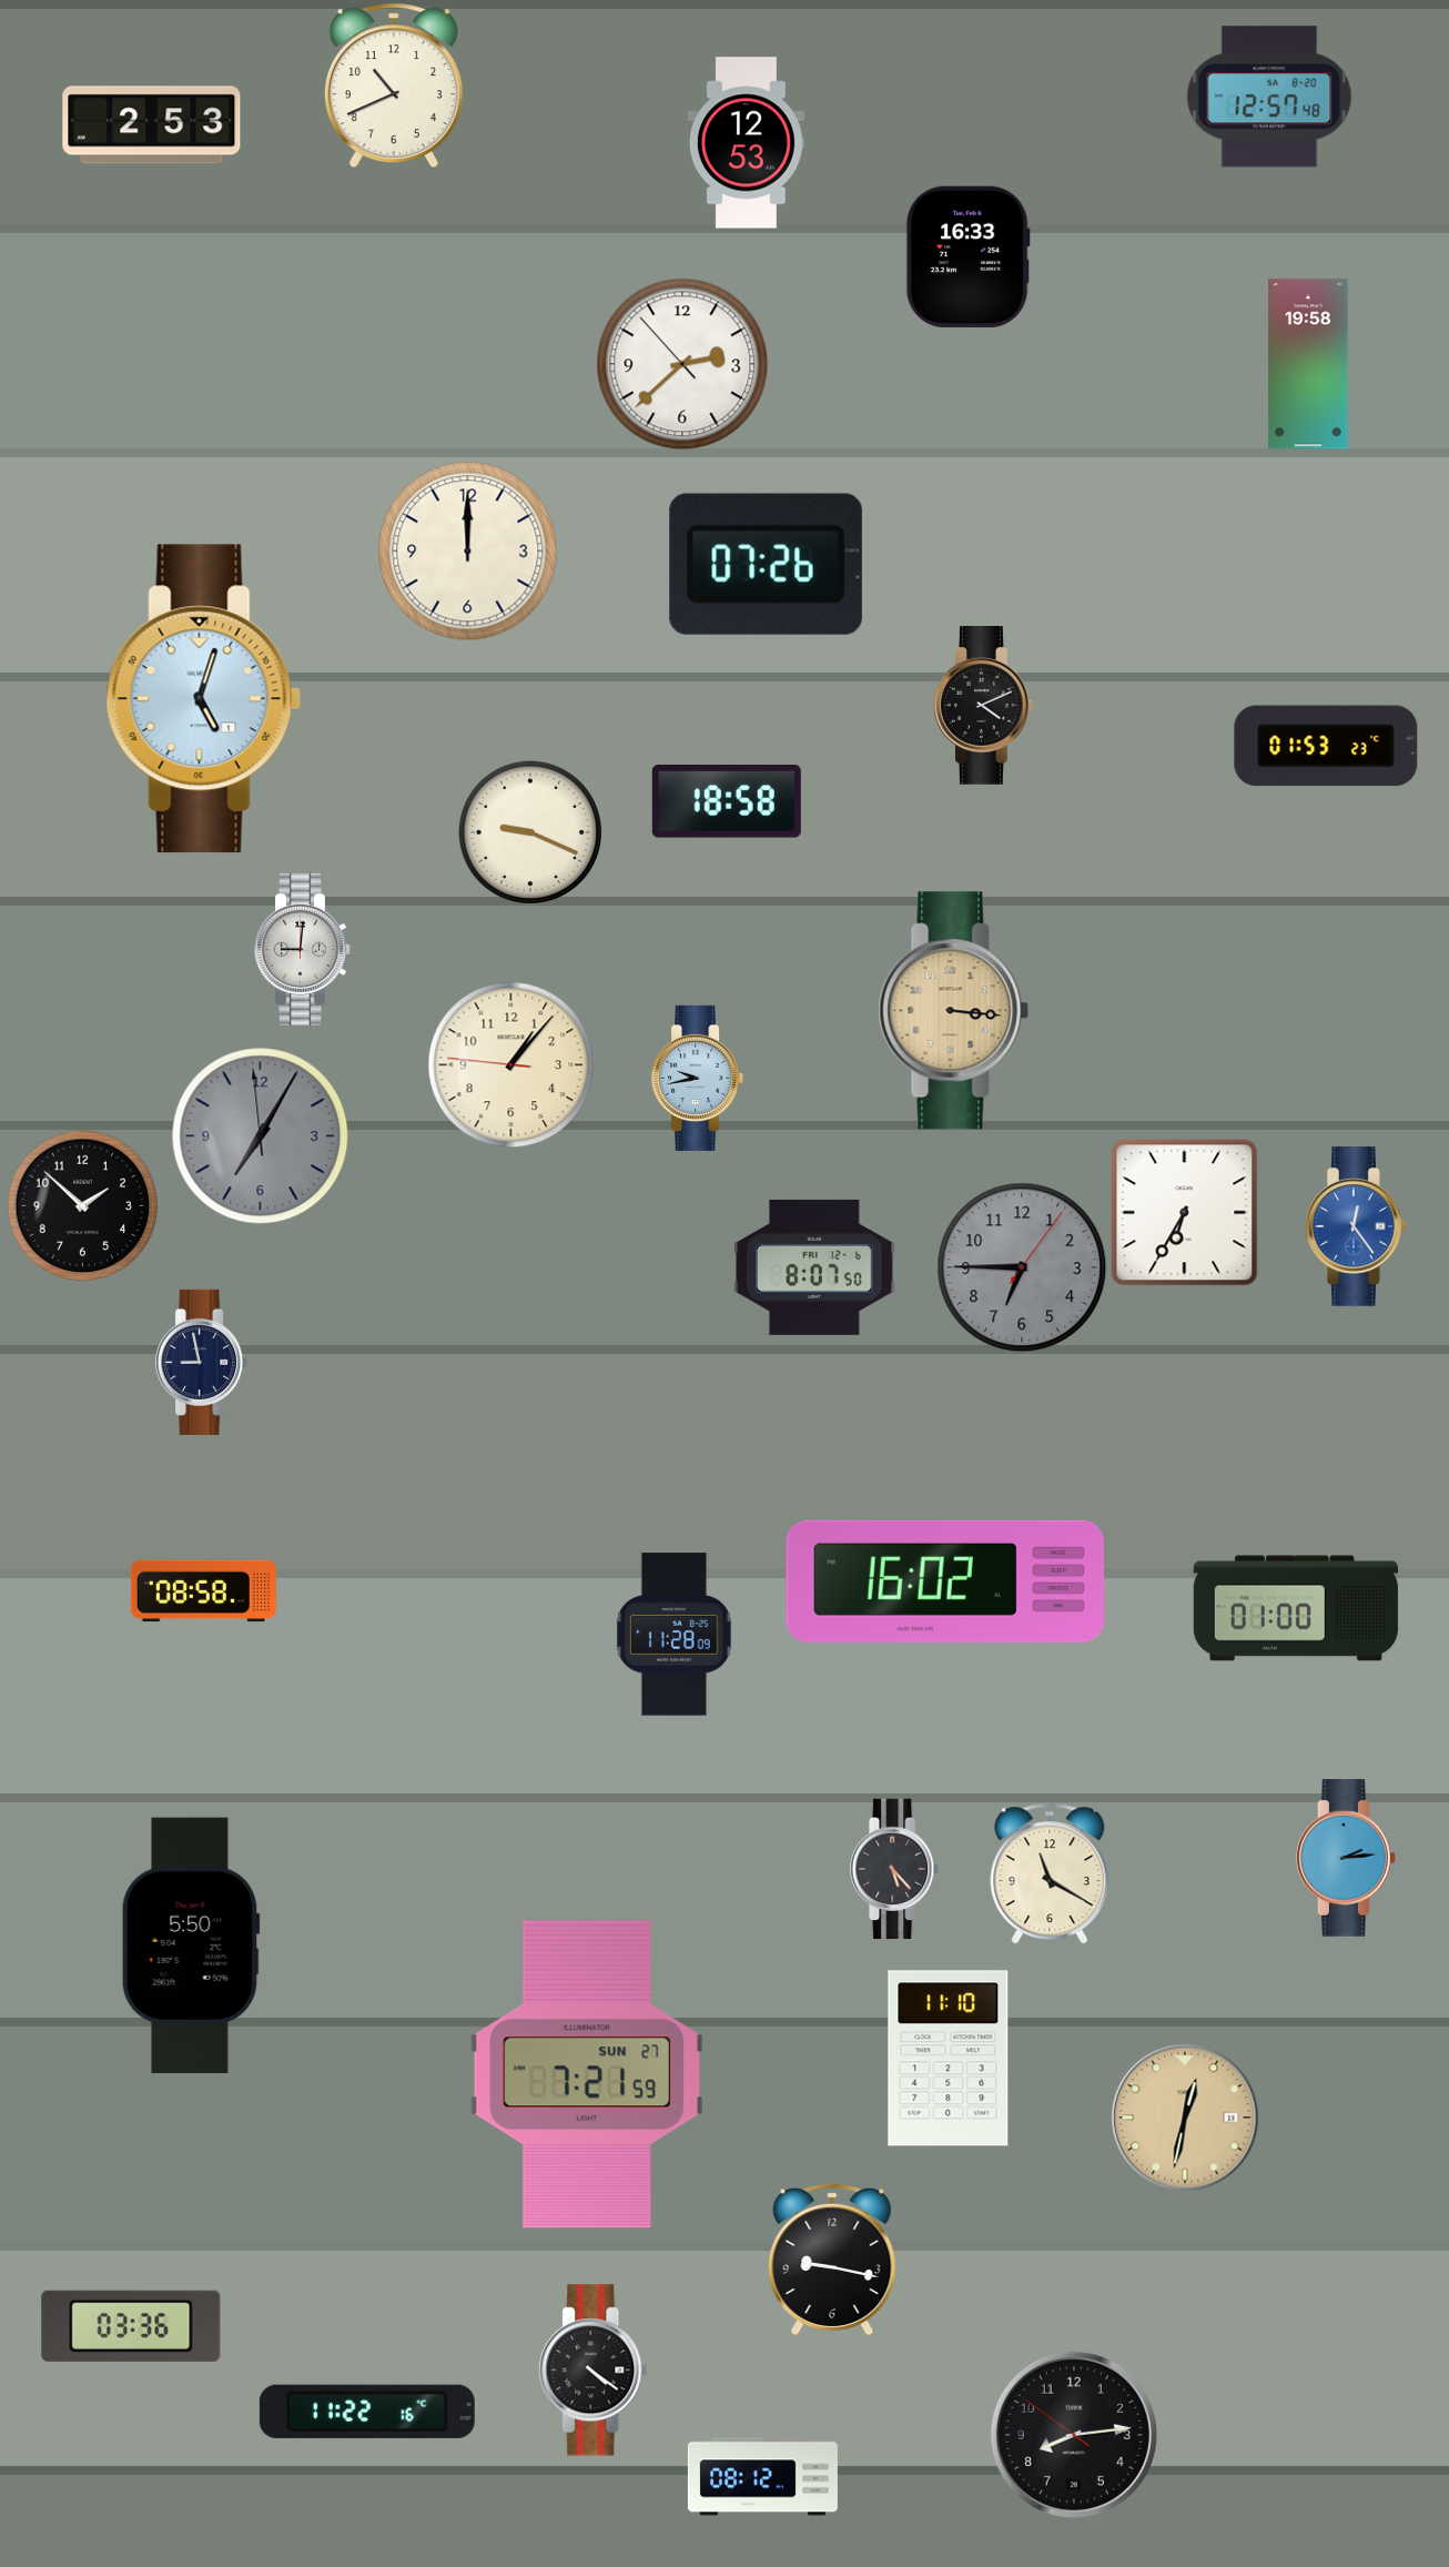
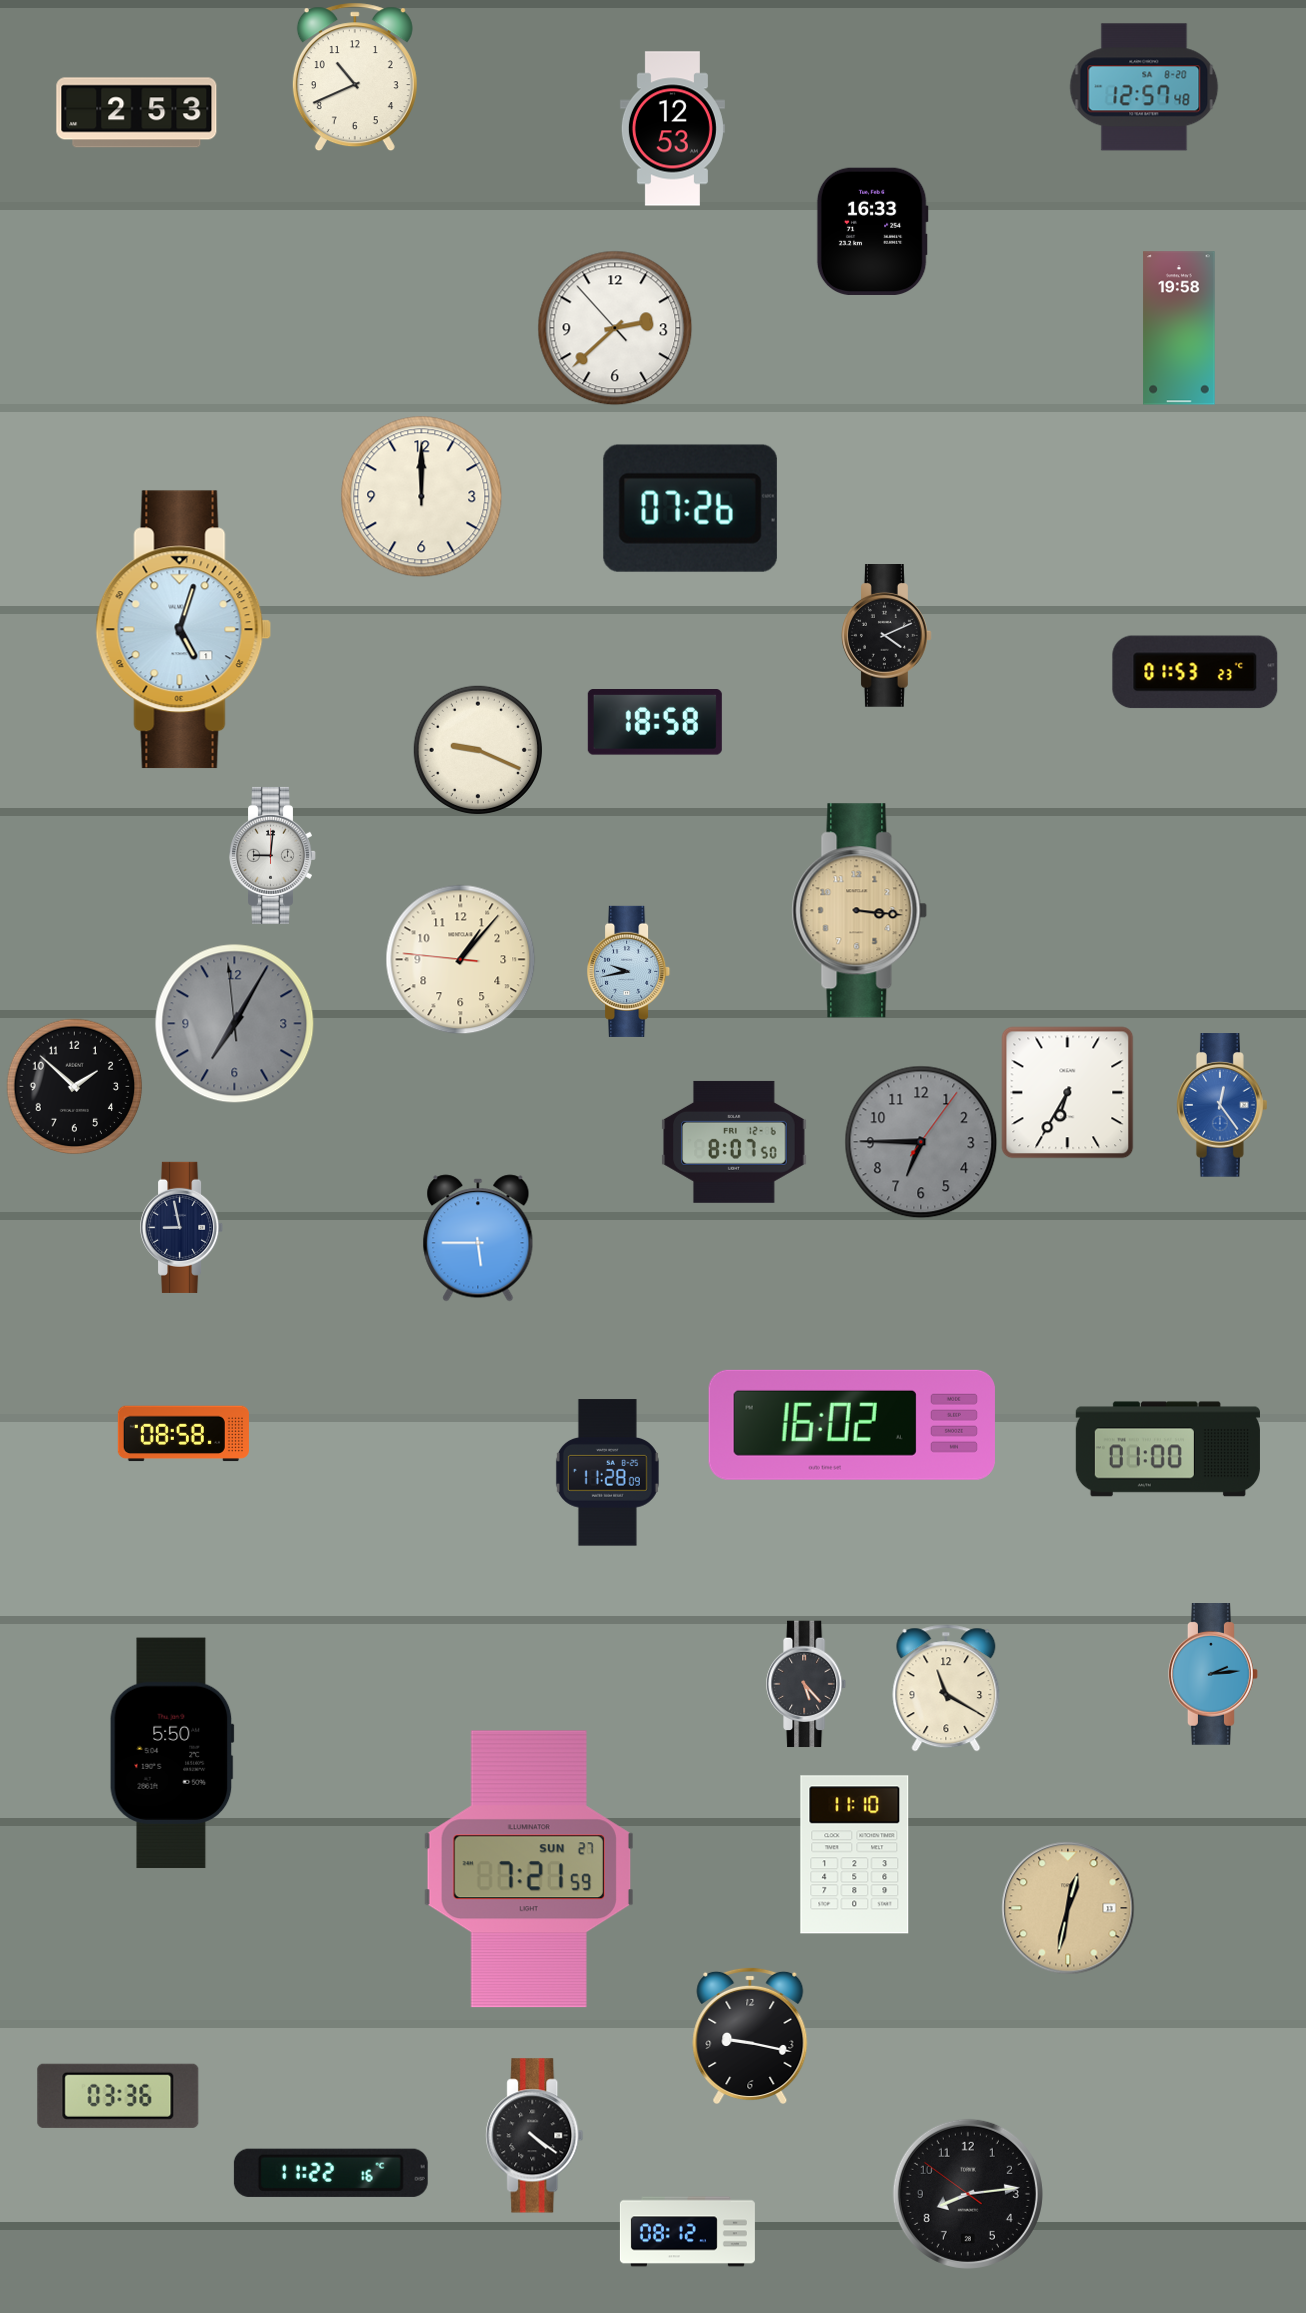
clock at (478, 1238): none -> 5:45
